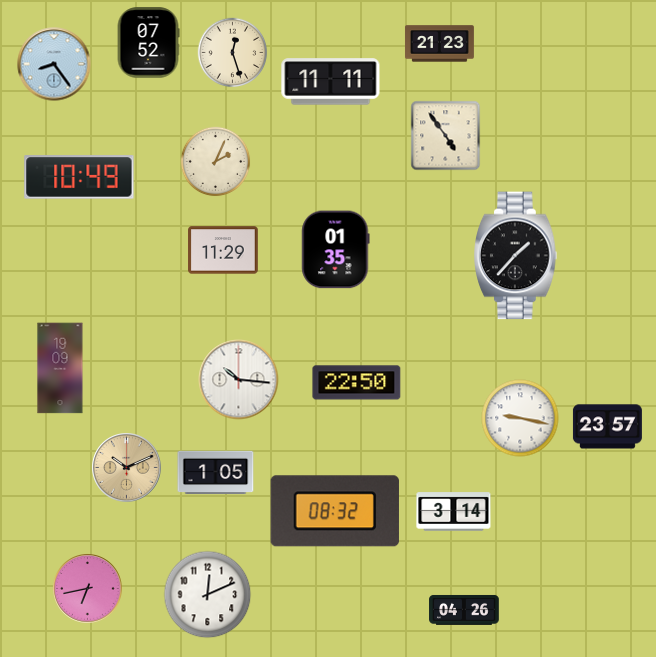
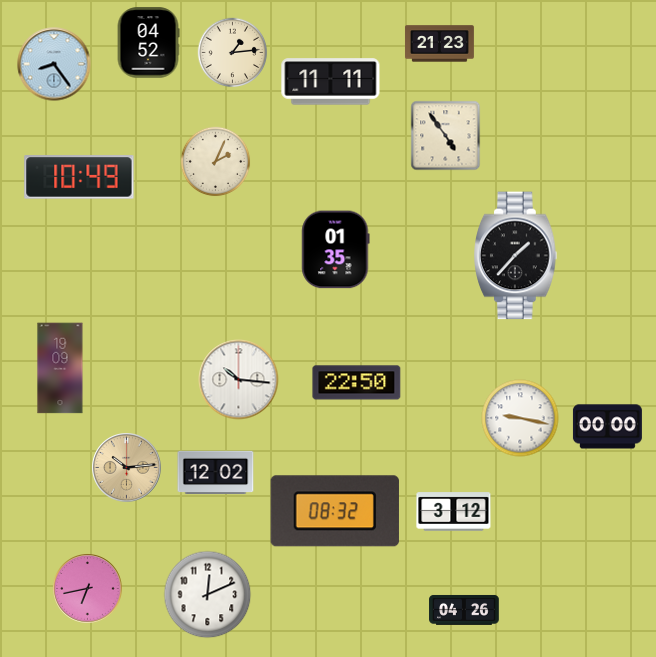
clock at (148, 43): 07:52 -> 04:52
clock at (233, 53): 12:27 -> 1:14
clock at (223, 250): 11:29 -> none
clock at (607, 427): 23:57 -> 00:00
clock at (127, 468): 10:11 -> 10:14
clock at (216, 473): 1:05 -> 12:02
clock at (454, 512): 3:14 -> 3:12
